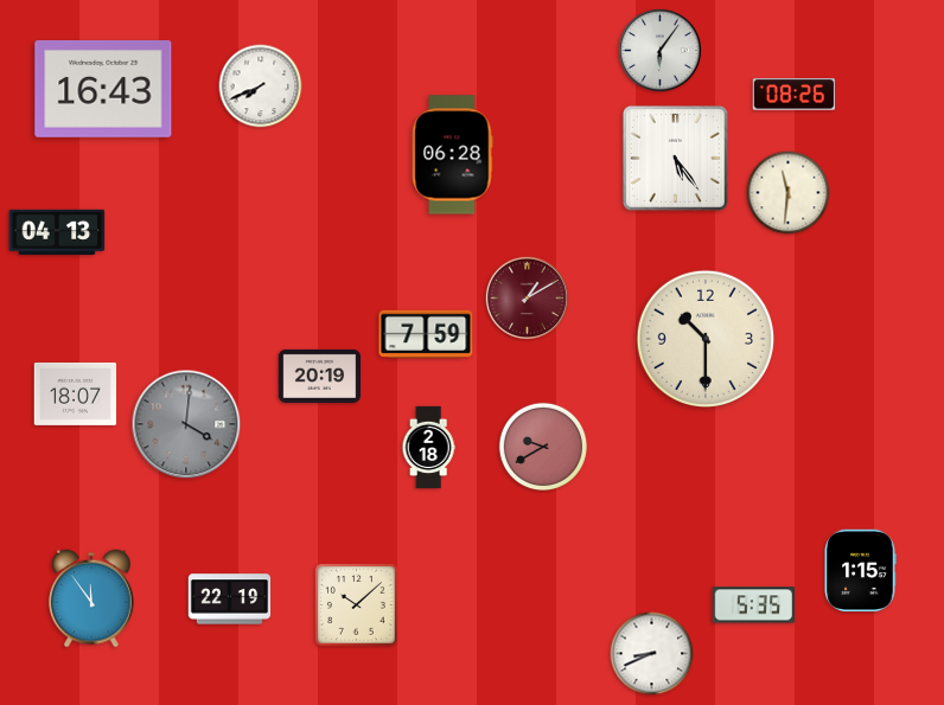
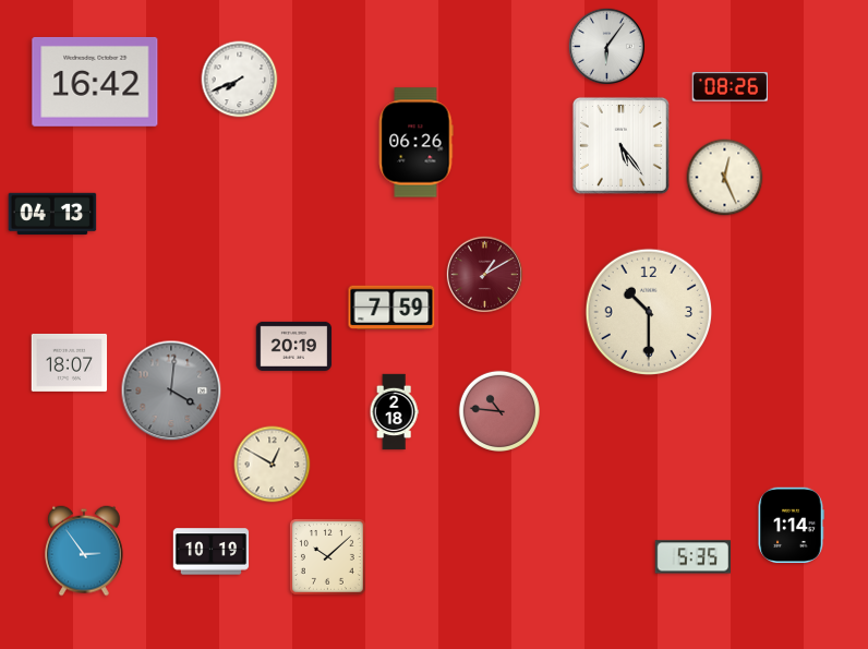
clock at (103, 89): 16:43 -> 16:42
clock at (452, 155): 06:28 -> 06:26
clock at (789, 193): 11:31 -> 12:26
clock at (542, 446): 9:40 -> 10:46
clock at (273, 465): none -> 12:50
clock at (860, 571): 1:15 -> 1:14
clock at (93, 598): 11:54 -> 2:54
clock at (230, 600): 22:19 -> 10:19
clock at (652, 654): 8:41 -> none
